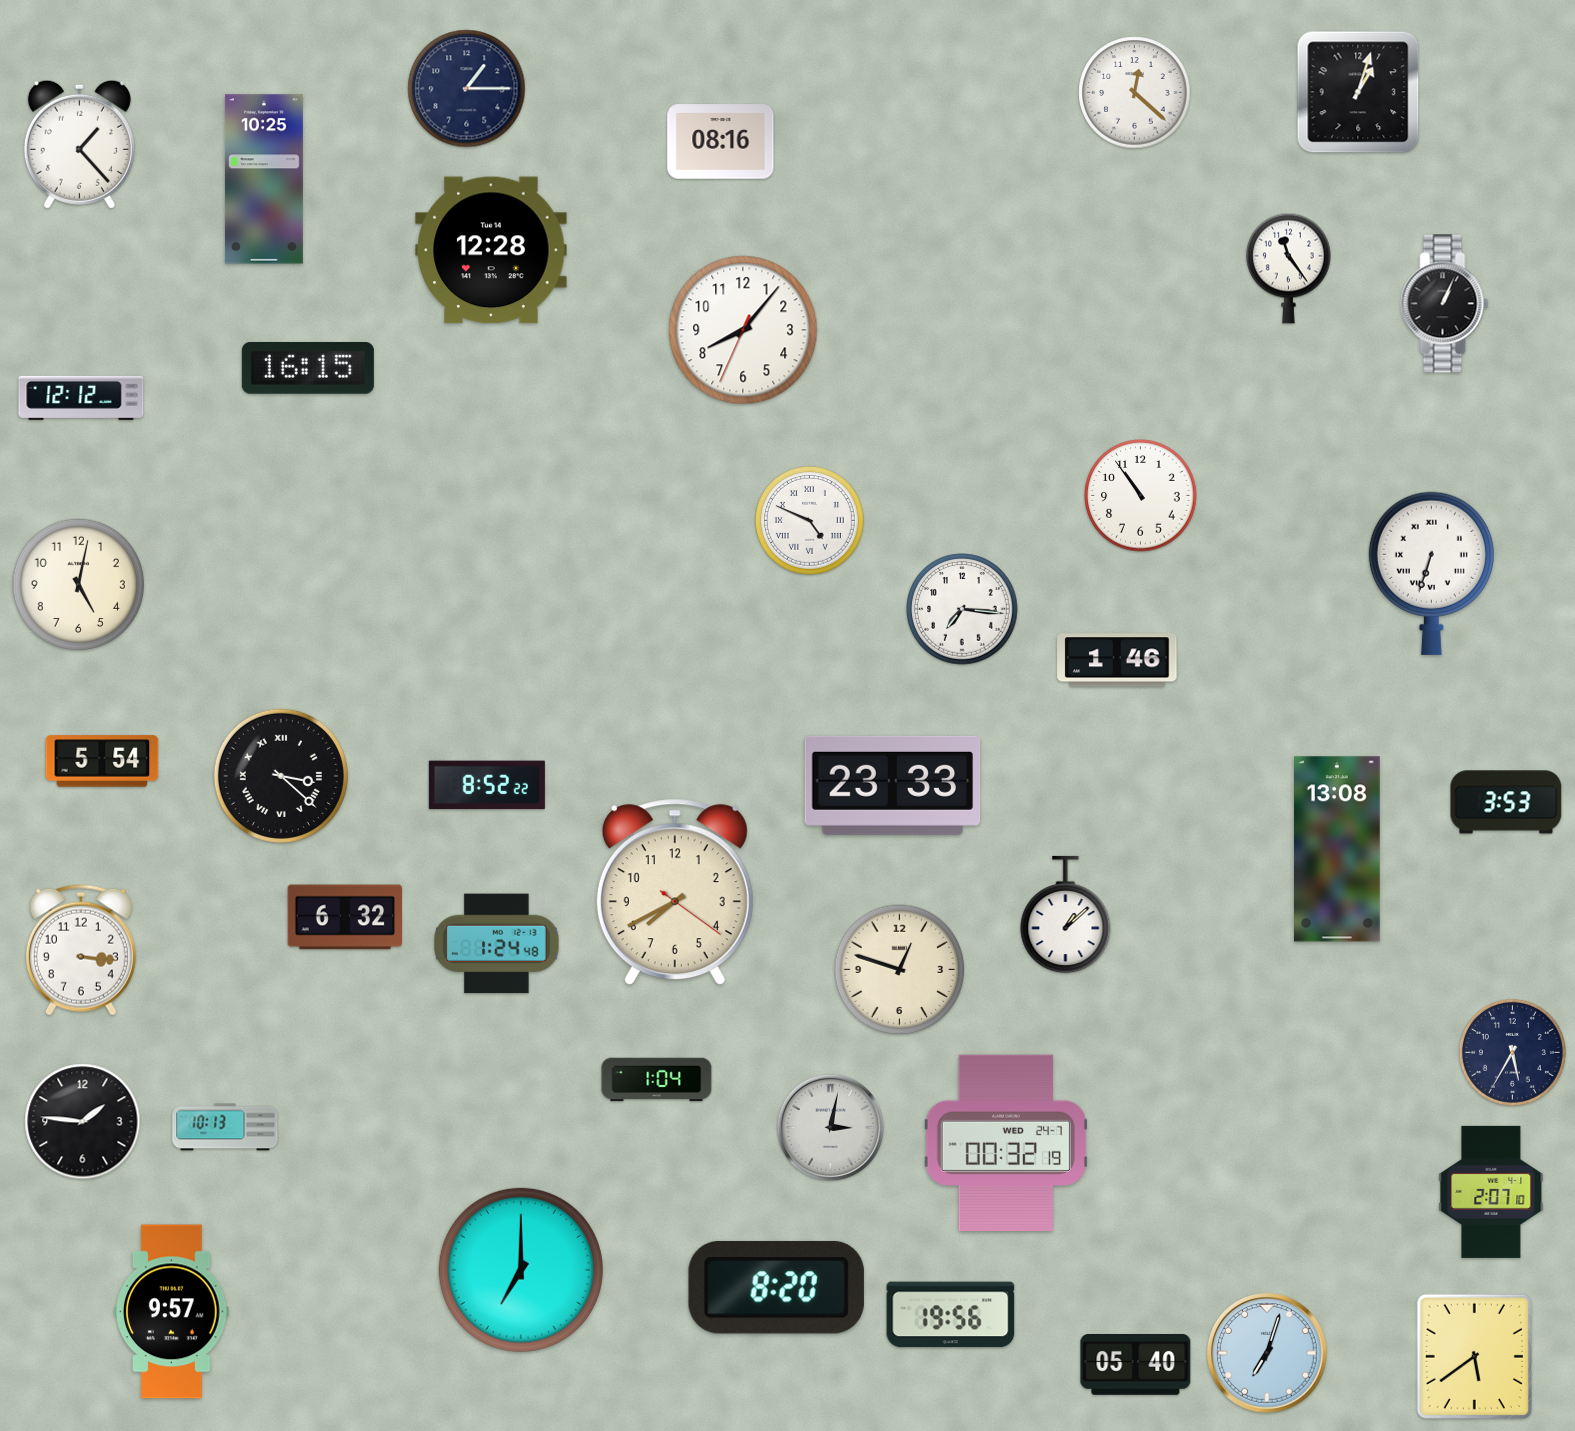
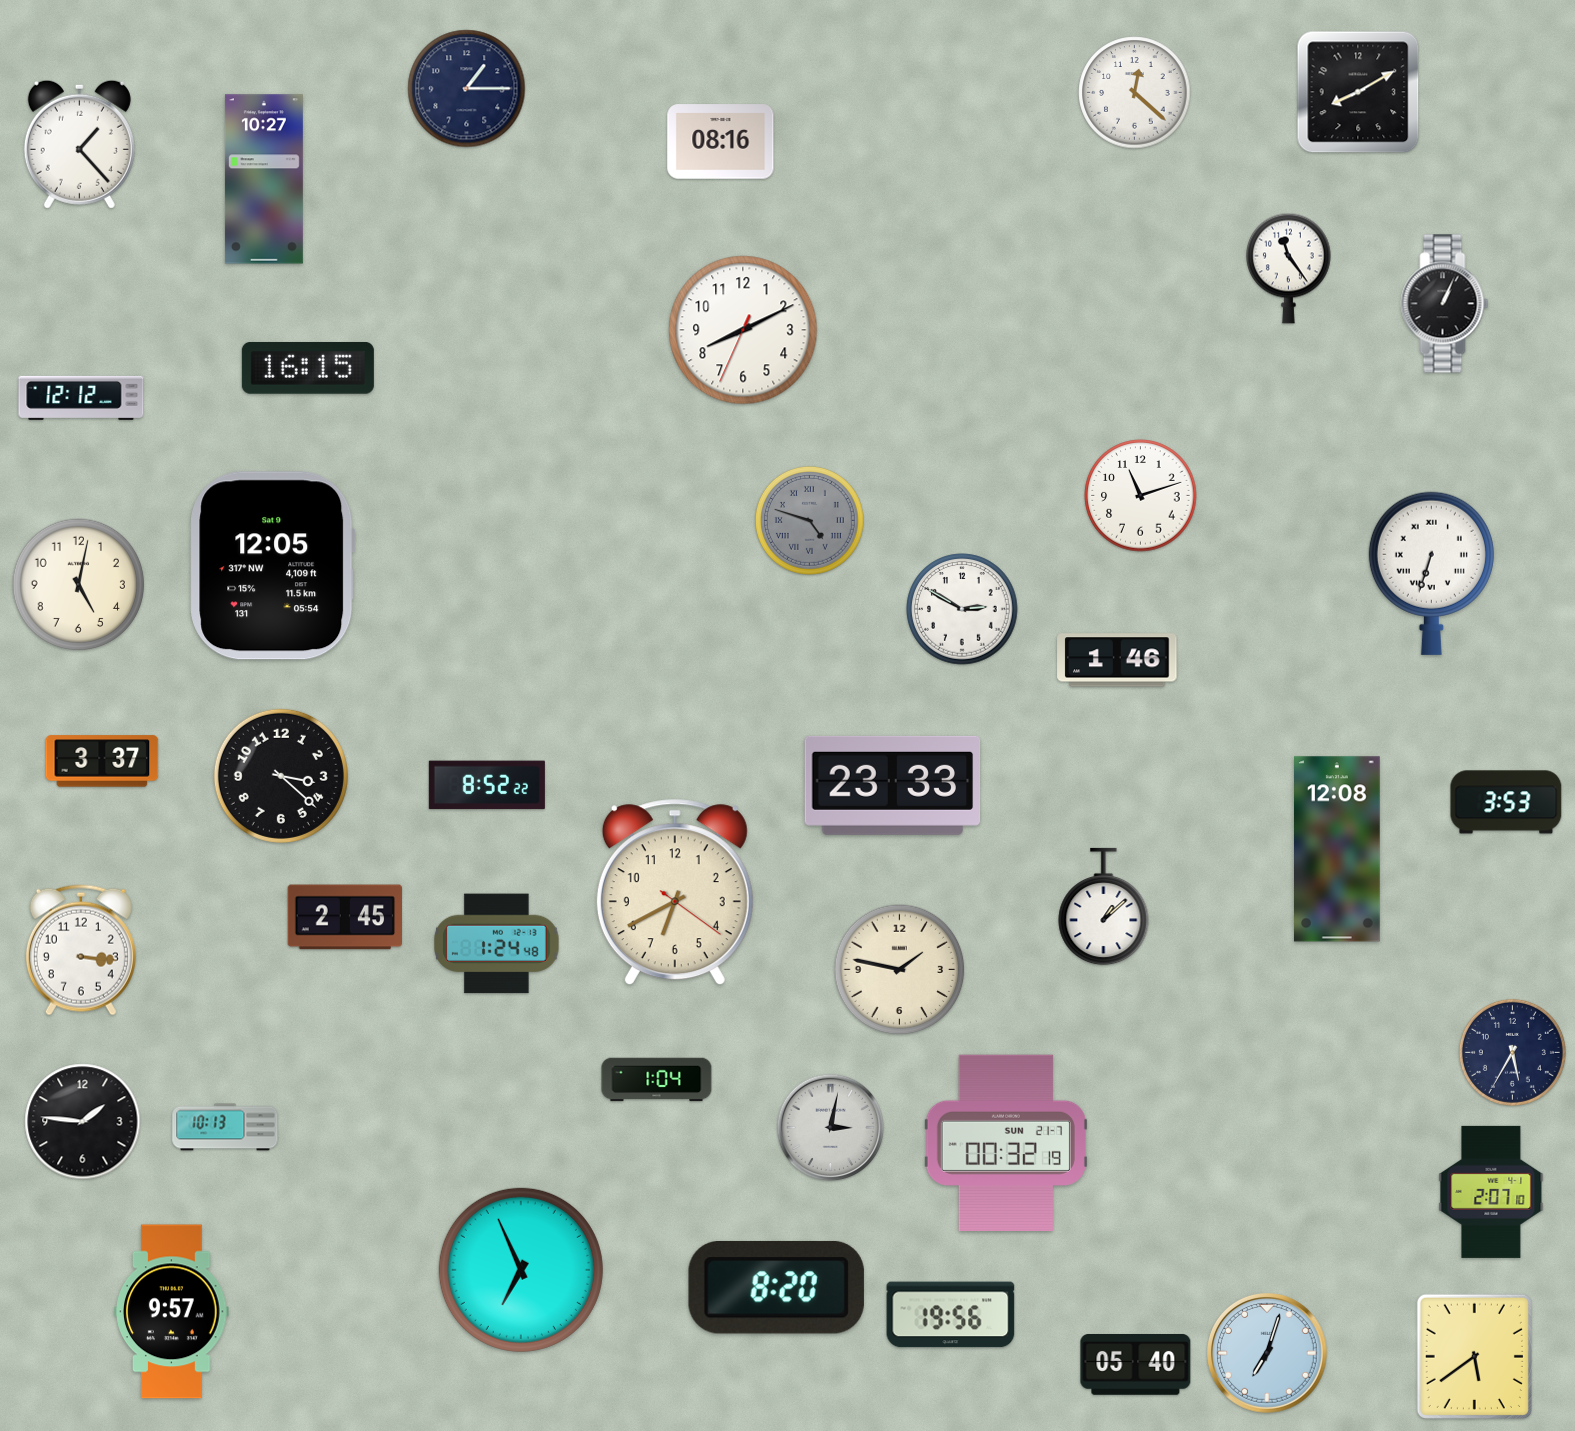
clock at (1358, 92): 1:03 -> 8:10
clock at (264, 179): 10:25 -> 10:27
clock at (491, 250): 12:28 -> none
clock at (743, 330): 8:06 -> 8:10
clock at (1141, 496): 10:54 -> 11:12
clock at (809, 520): 4:49 -> 4:48
clock at (809, 520) dial: white -> grey
clock at (273, 566): none -> 12:05
clock at (962, 609): 7:16 -> 2:50
clock at (102, 761): 5:54 -> 3:37
clock at (281, 776) numerals: Roman -> Arabic
clock at (1338, 849): 13:08 -> 12:08
clock at (675, 892): 7:40 -> 6:40
clock at (1066, 915) position: (1066, 915) -> (1104, 907)
clock at (344, 917): 6:32 -> 2:45
clock at (900, 970): 12:48 -> 1:47
clock at (1006, 1142) date: WED 24-7 -> SUN 21-7
clock at (521, 1270): 7:00 -> 6:56
